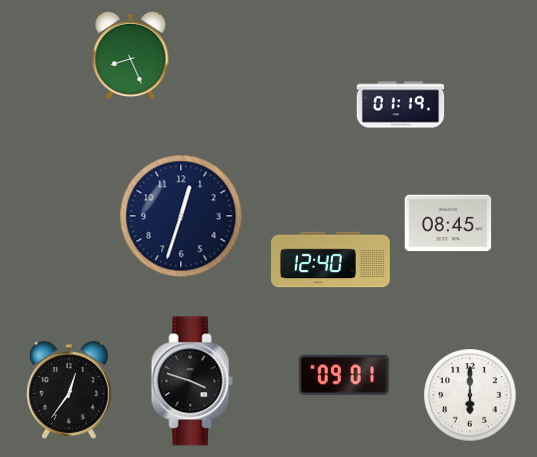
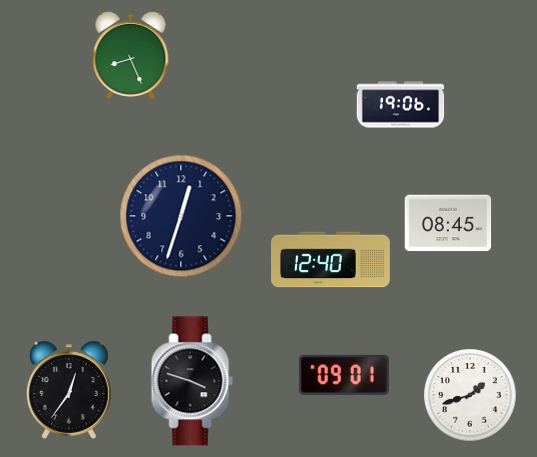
clock at (401, 105): 01:19 -> 19:06
clock at (470, 395): 6:00 -> 1:42
